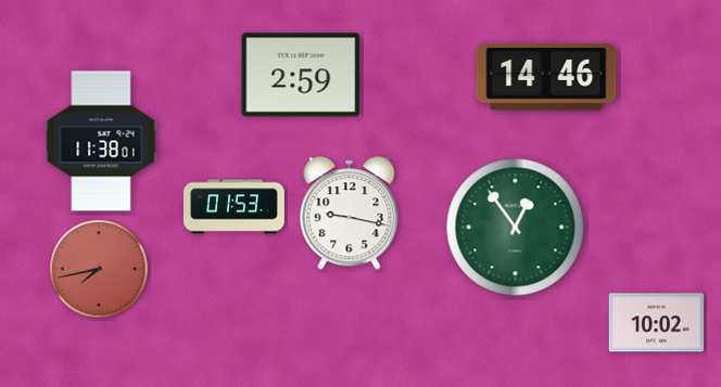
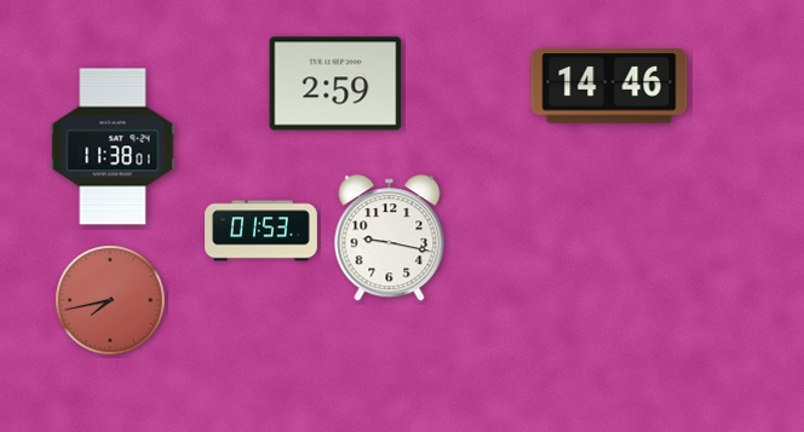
clock at (101, 141) position: (101, 141) -> (113, 146)
clock at (516, 228): 12:54 -> none
clock at (656, 323): 10:02 -> none
